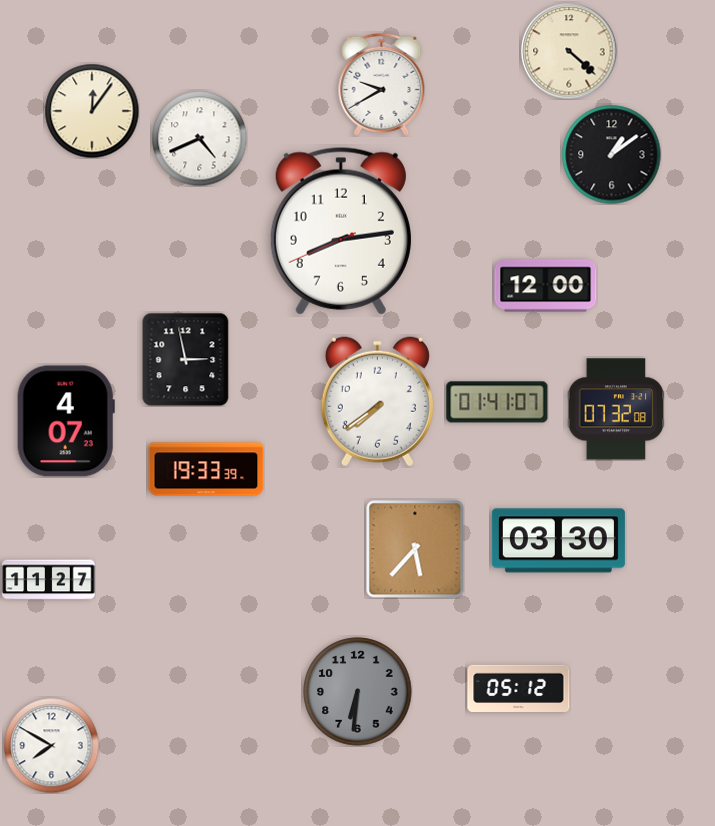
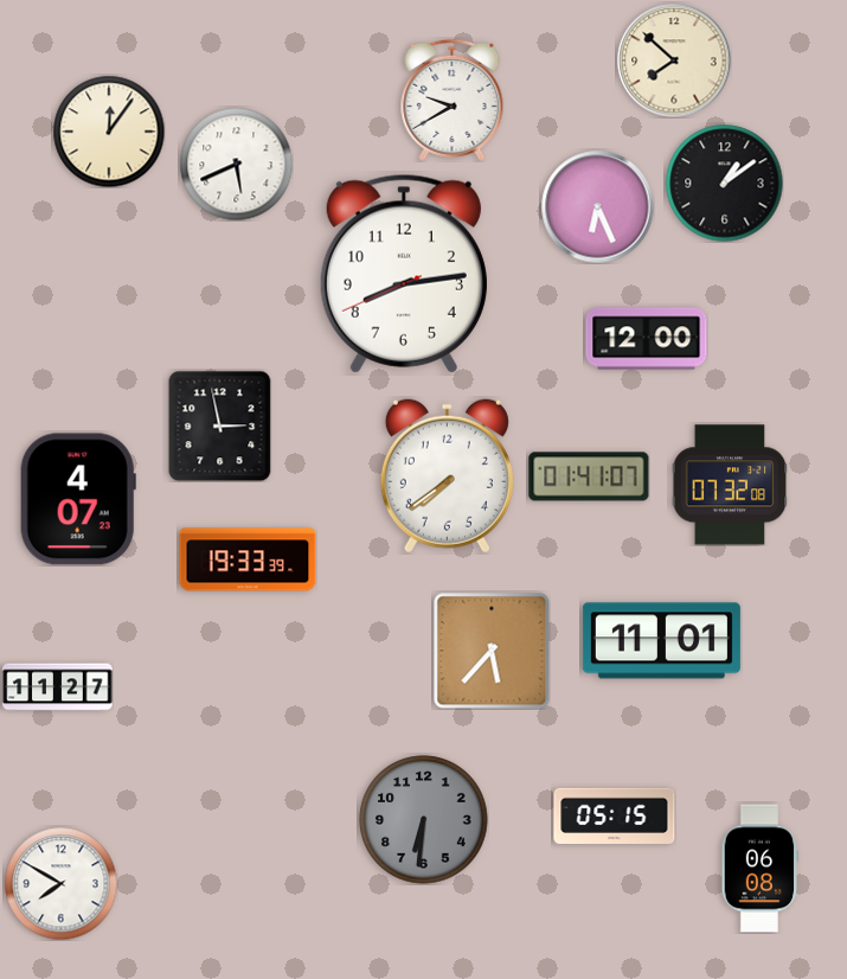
clock at (569, 51): 4:22 -> 7:52
clock at (199, 138): 4:41 -> 5:41
clock at (597, 206): none -> 6:26
clock at (206, 469) position: (206, 469) -> (248, 559)
clock at (558, 541): 03:30 -> 11:01
clock at (519, 688): 05:12 -> 05:15
clock at (759, 869): none -> 06:08
